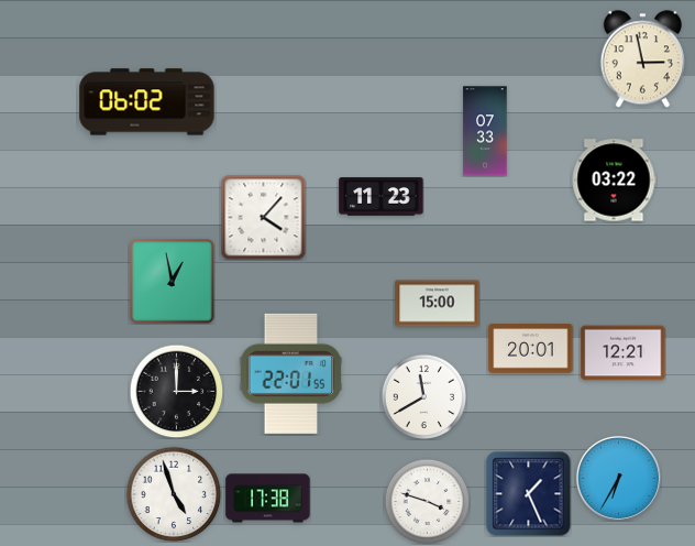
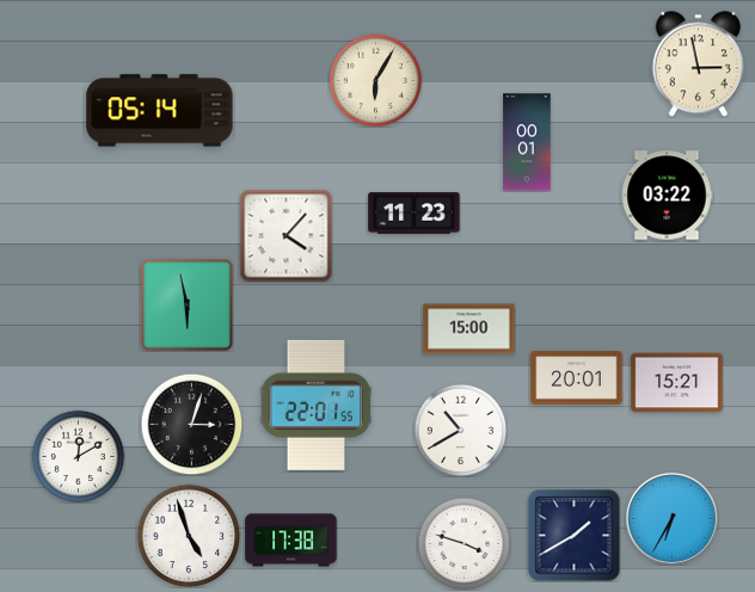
clock at (375, 80): none -> 6:05
clock at (147, 102): 06:02 -> 05:14
clock at (485, 131): 07:33 -> 00:01
clock at (173, 282): 12:58 -> 5:58
clock at (438, 304) position: (438, 304) -> (469, 329)
clock at (624, 353): 12:21 -> 15:21
clock at (176, 391): 3:00 -> 3:03
clock at (423, 396): 11:40 -> 10:40
clock at (78, 456): none -> 12:10
clock at (528, 494): 1:26 -> 1:40
